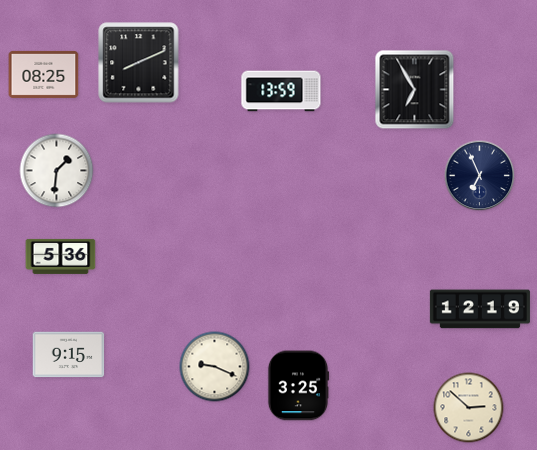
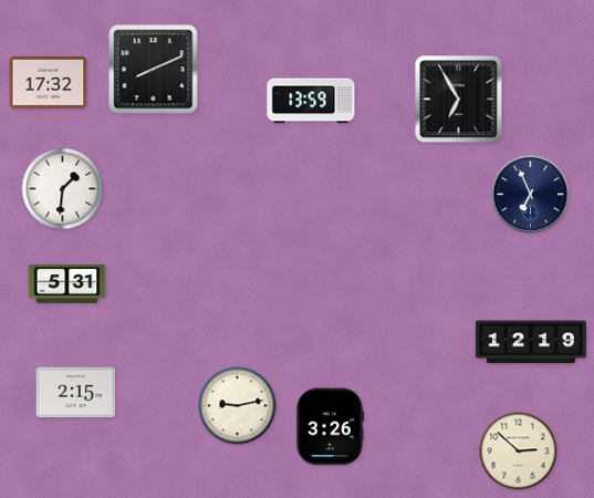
clock at (44, 74): 08:25 -> 17:32
clock at (61, 256): 5:36 -> 5:31
clock at (69, 355): 9:15 -> 2:15
clock at (215, 367): 9:19 -> 9:13
clock at (298, 386): 3:25 -> 3:26
